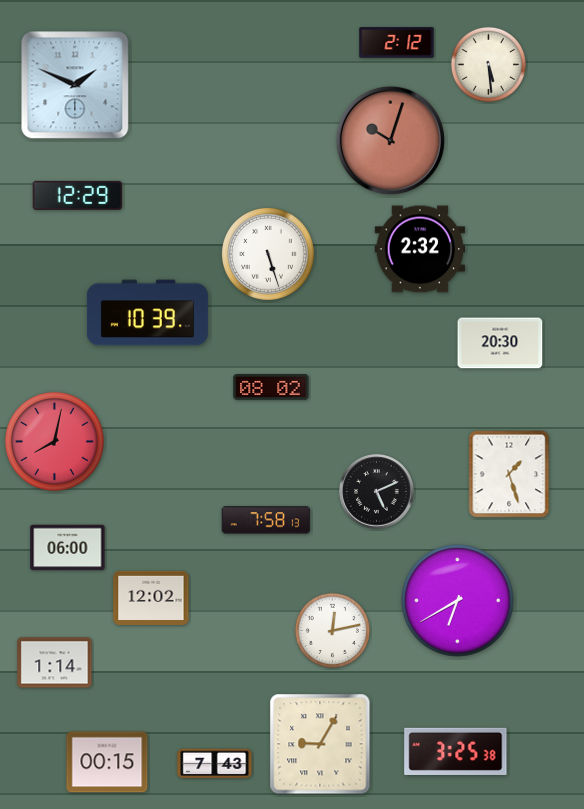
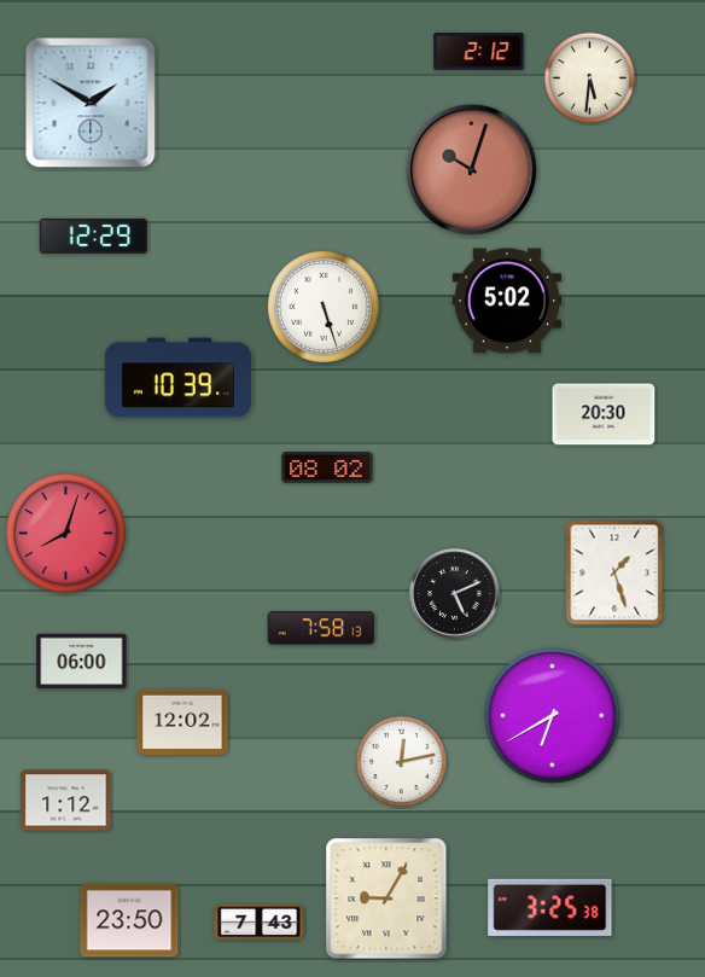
clock at (488, 64): 5:29 -> 5:31
clock at (75, 85): 1:49 -> 1:50
clock at (420, 249): 2:32 -> 5:02
clock at (55, 442): 8:02 -> 8:03
clock at (458, 601) position: (458, 601) -> (553, 716)
clock at (55, 663): 1:14 -> 1:12
clock at (107, 762): 00:15 -> 23:50
